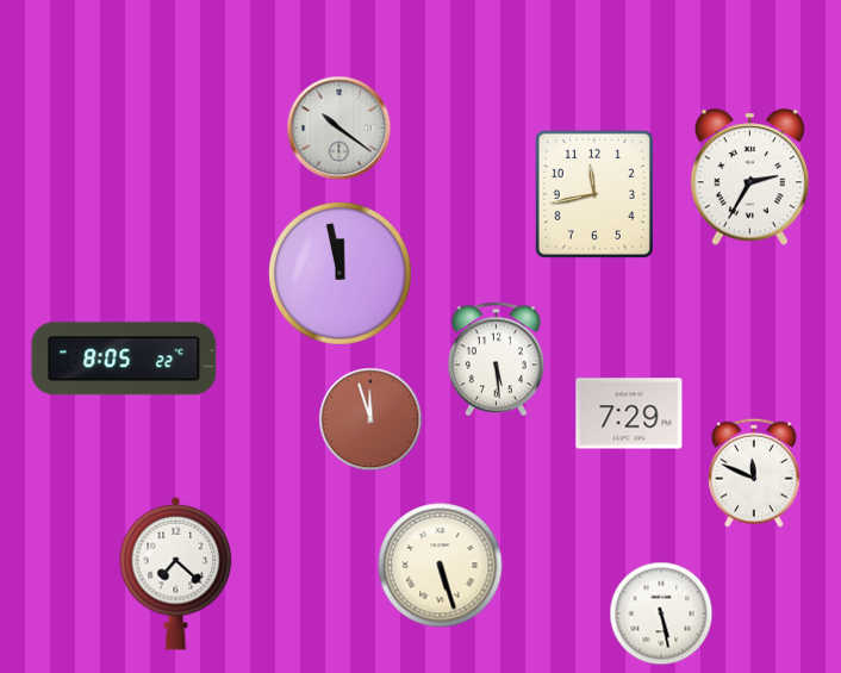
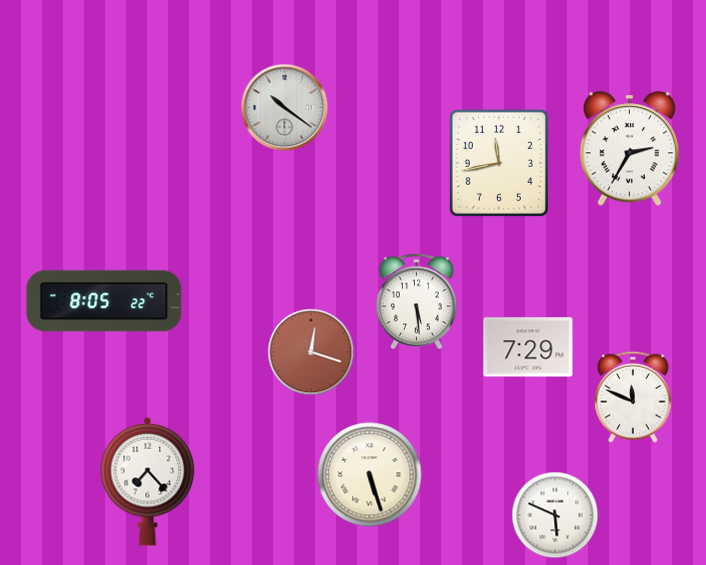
clock at (339, 273): 11:58 -> none
clock at (370, 419): 11:57 -> 12:18
clock at (176, 573): 7:22 -> 7:23
clock at (661, 613): 5:28 -> 5:49
